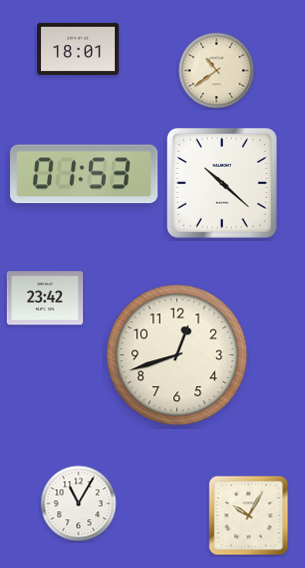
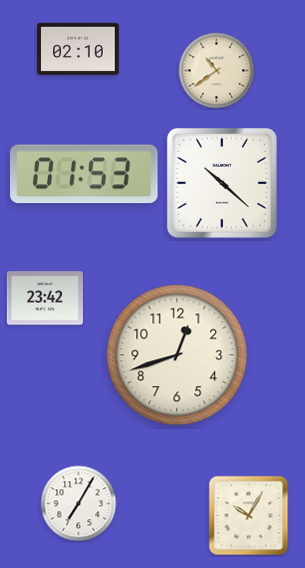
clock at (78, 49): 18:01 -> 02:10
clock at (79, 504): 11:05 -> 7:05
